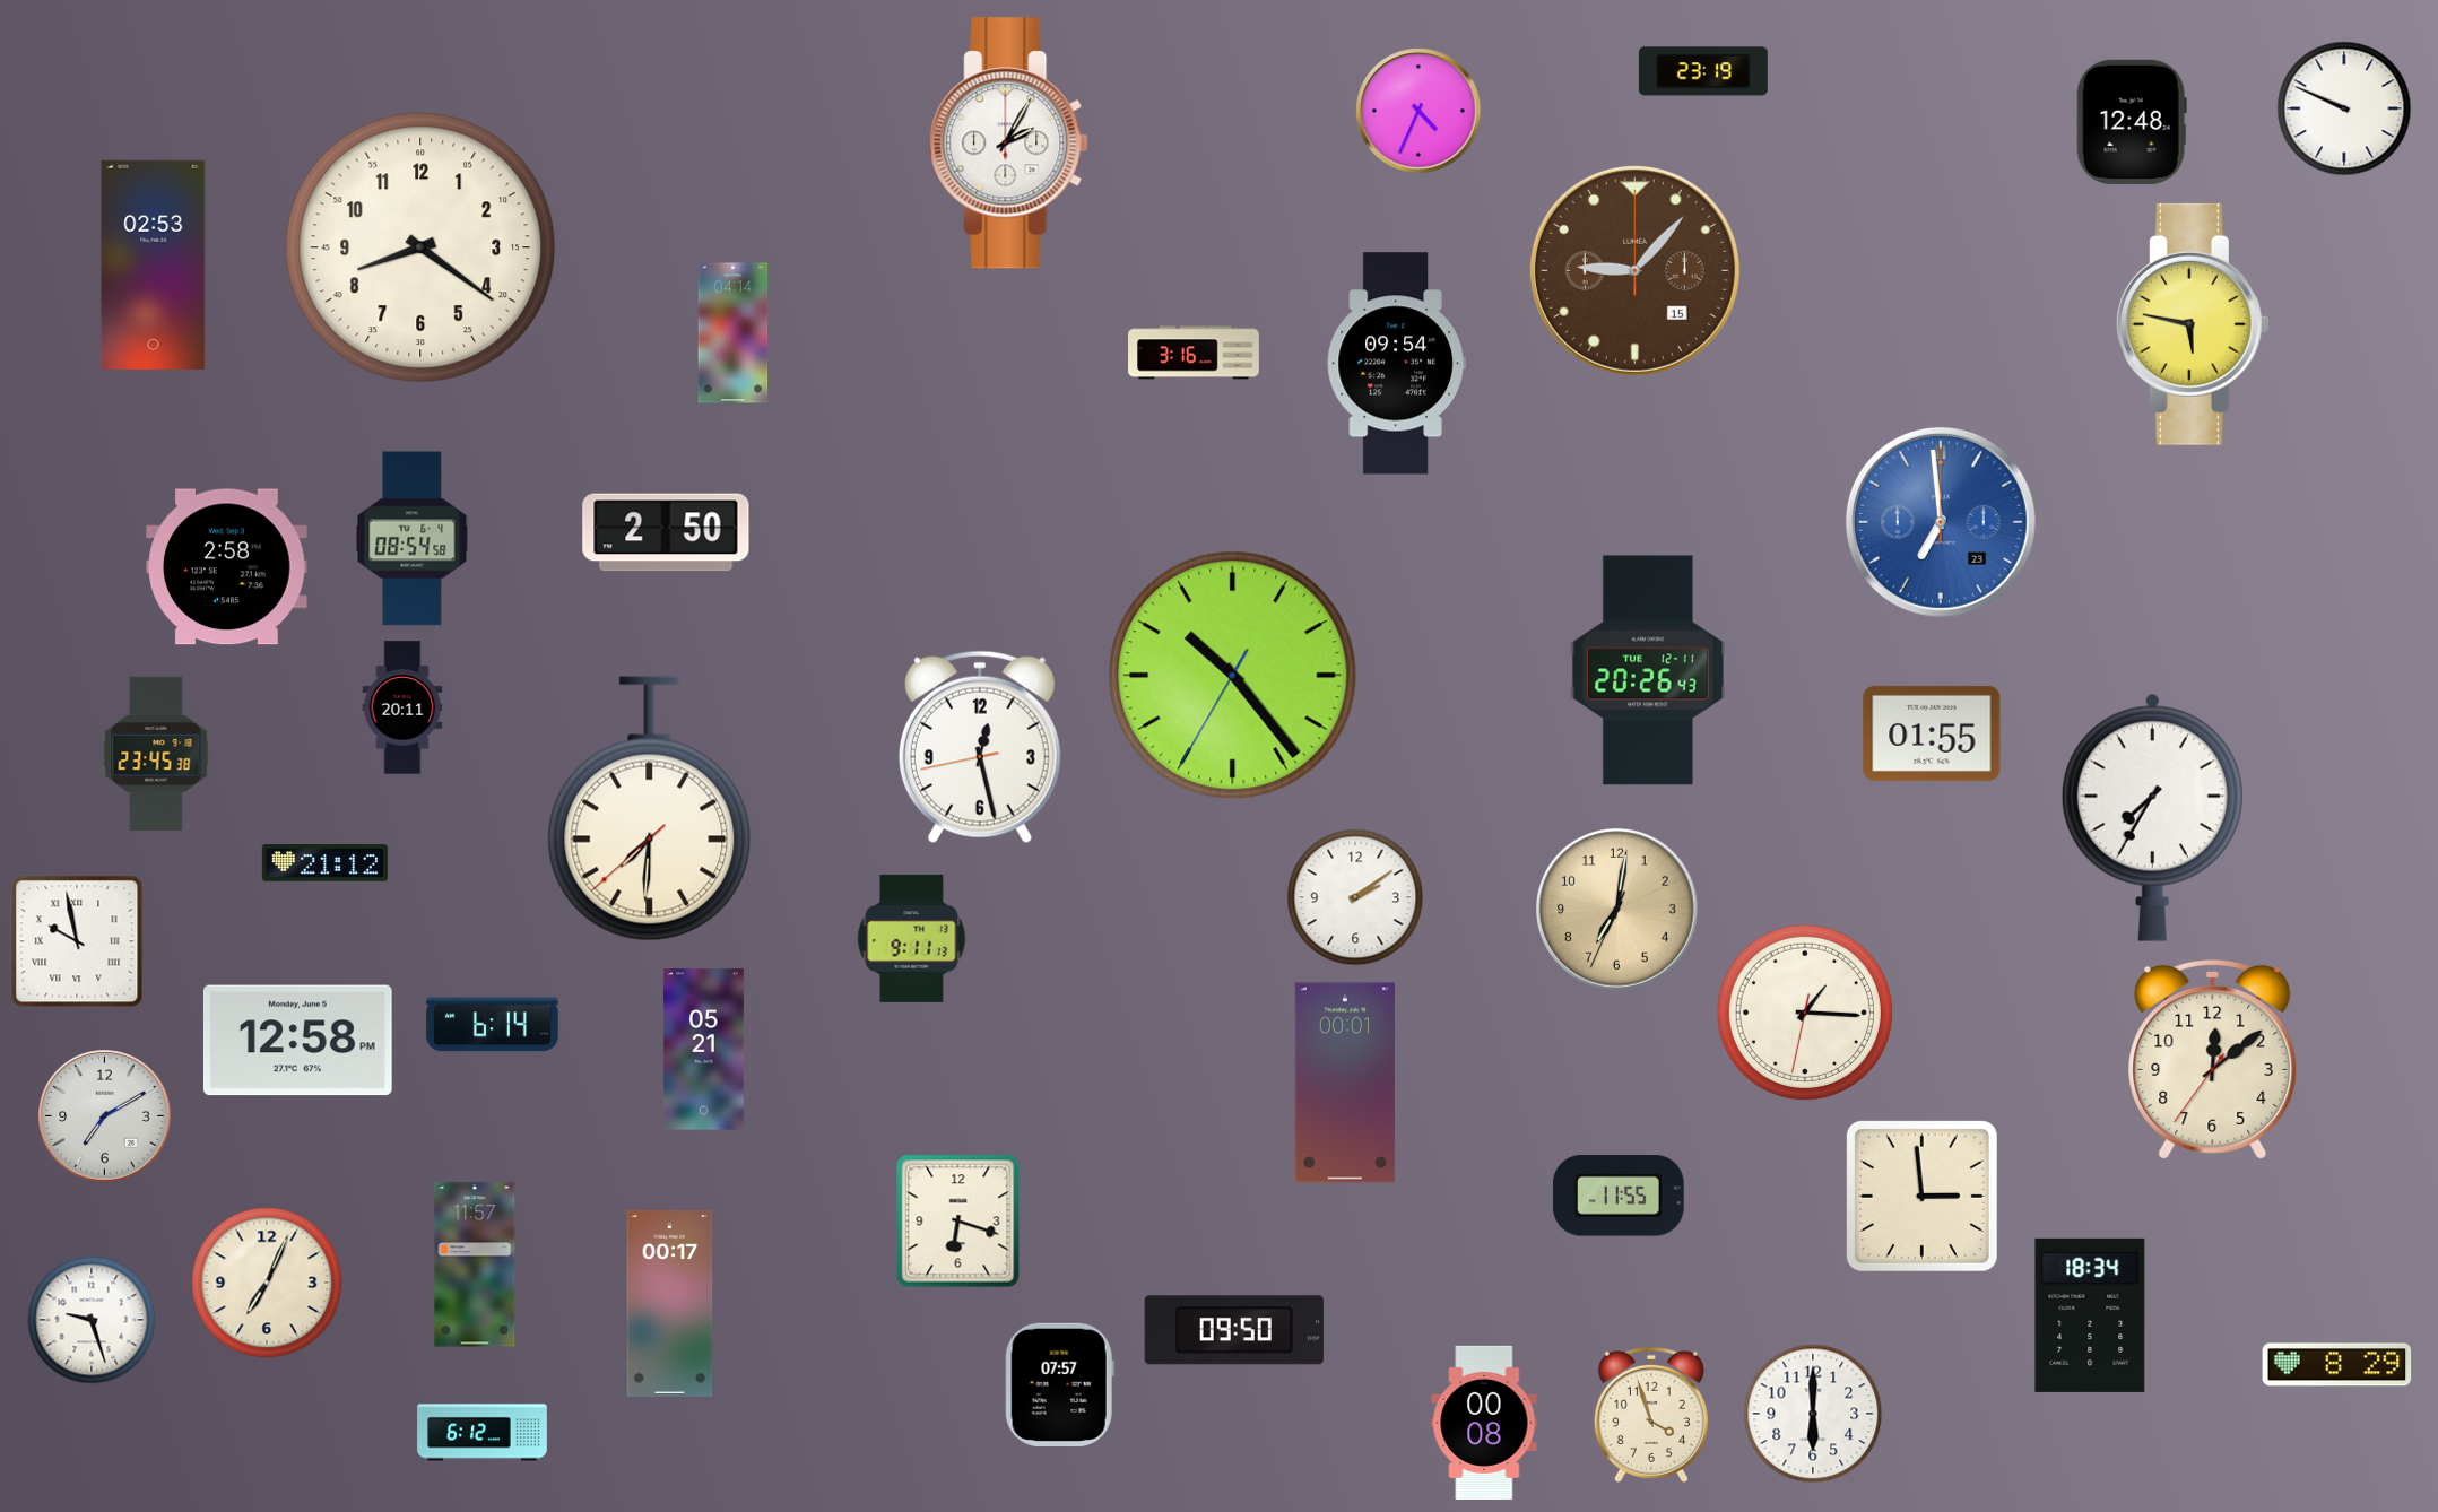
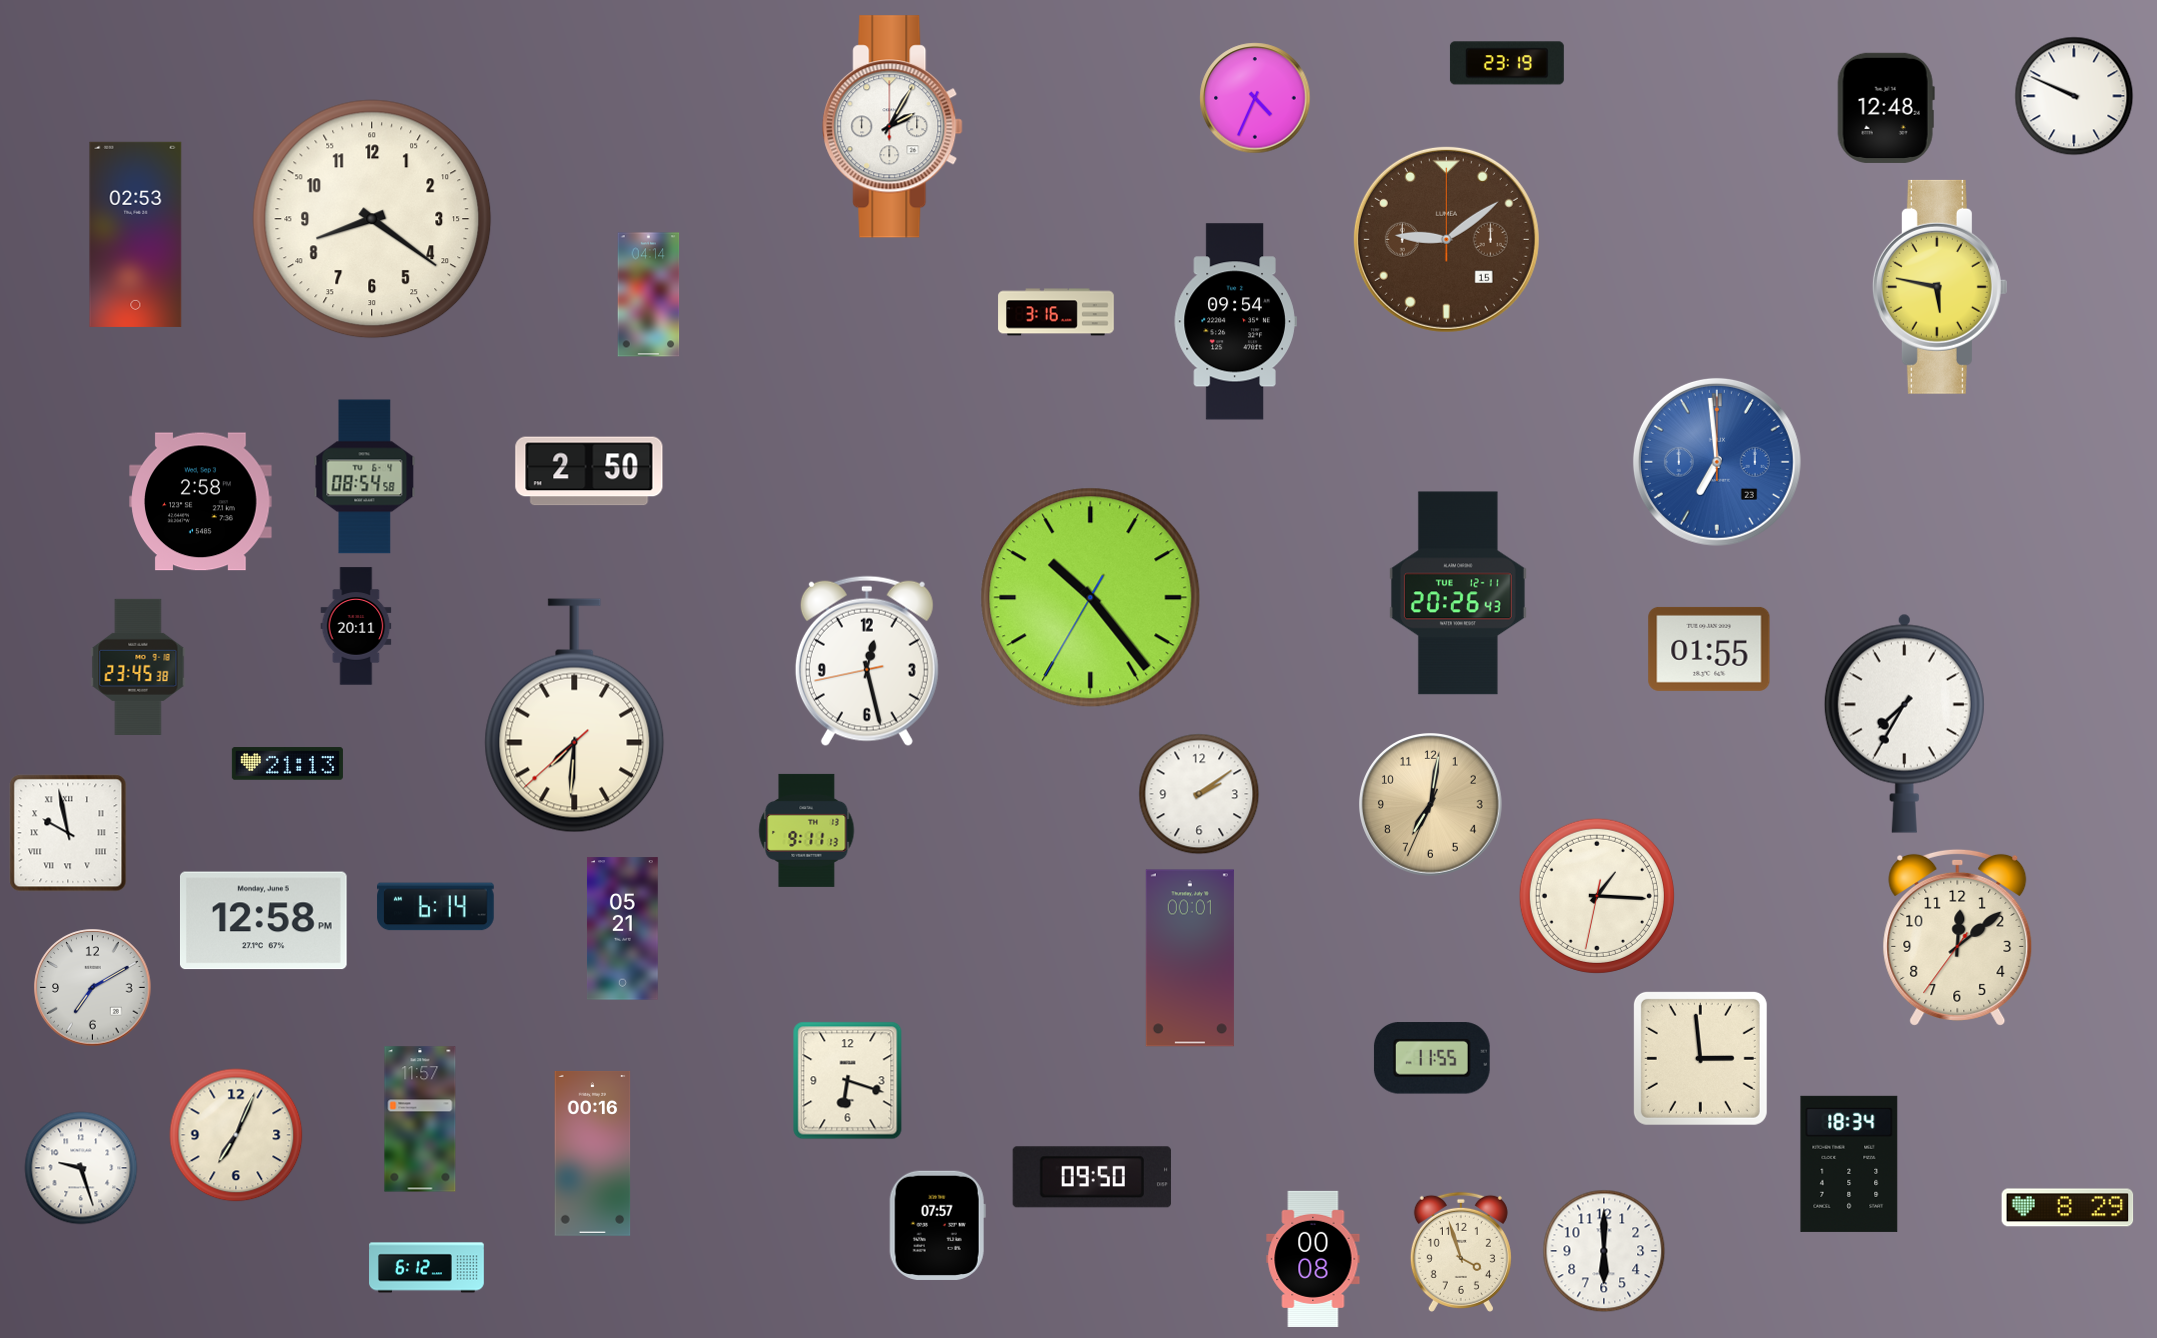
clock at (1634, 270): 9:07 -> 9:09
clock at (324, 863): 21:12 -> 21:13
clock at (670, 1303): 00:17 -> 00:16
